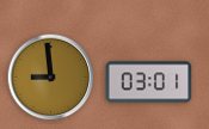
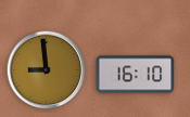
clock at (149, 82): 03:01 -> 16:10
